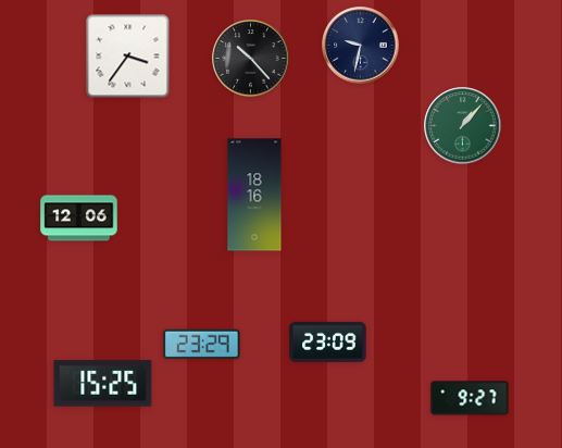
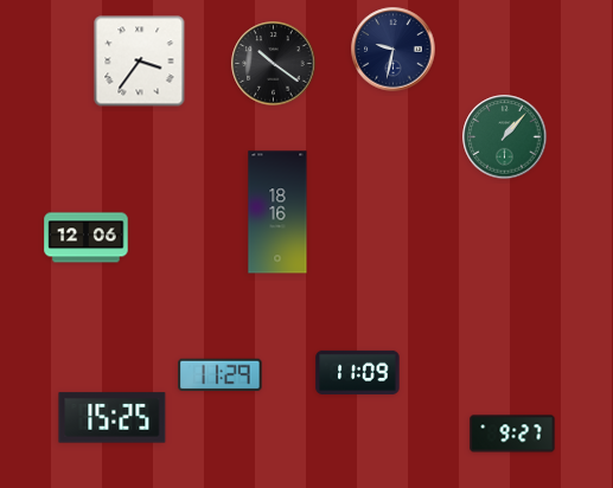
clock at (251, 59): 10:23 -> 10:21
clock at (328, 341): 23:09 -> 11:09
clock at (202, 345): 23:29 -> 11:29
